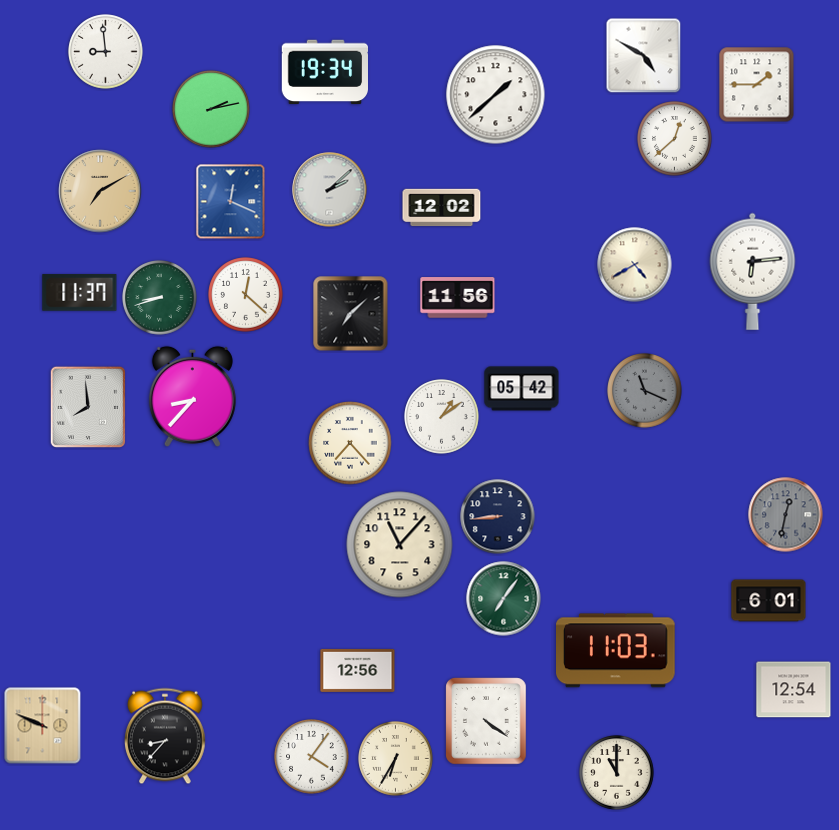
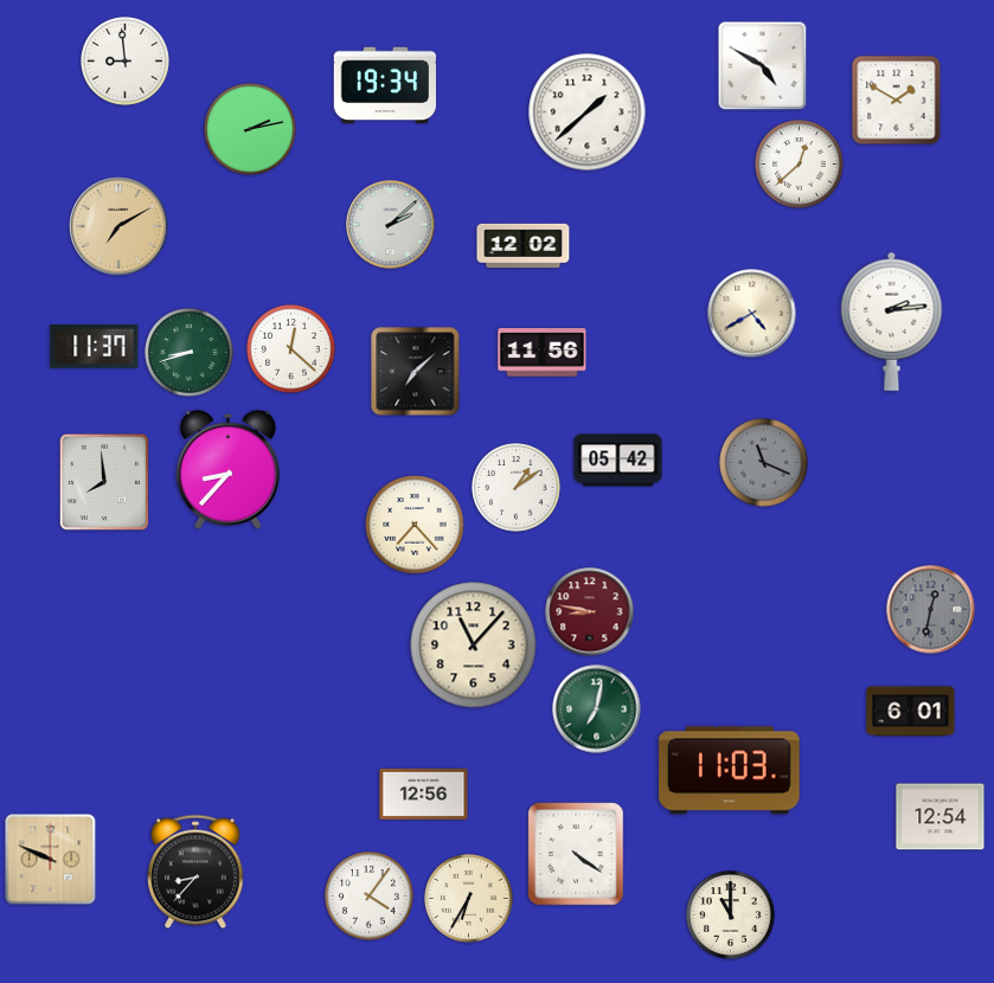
clock at (757, 85): 1:45 -> 1:50
clock at (231, 202): 12:19 -> none
clock at (753, 271): 6:14 -> 2:14
clock at (442, 417) position: (442, 417) -> (517, 488)
clock at (498, 517): 8:44 -> 8:47
clock at (498, 517) dial: navy -> burgundy
clock at (504, 599): 7:06 -> 7:02
